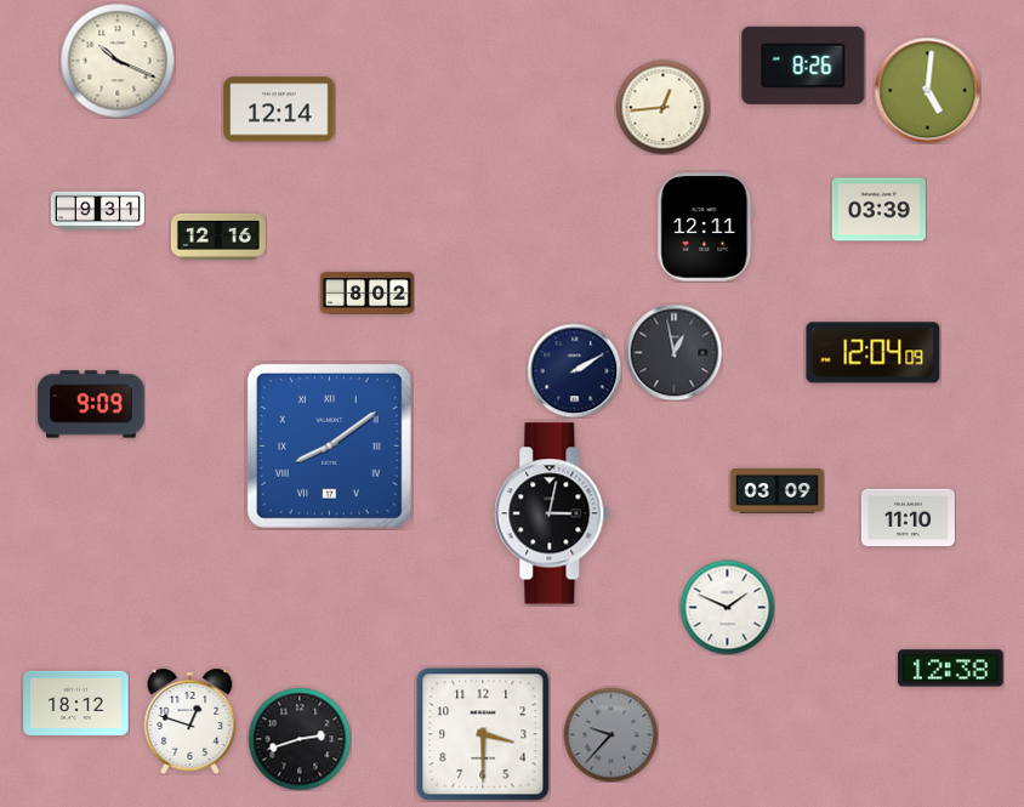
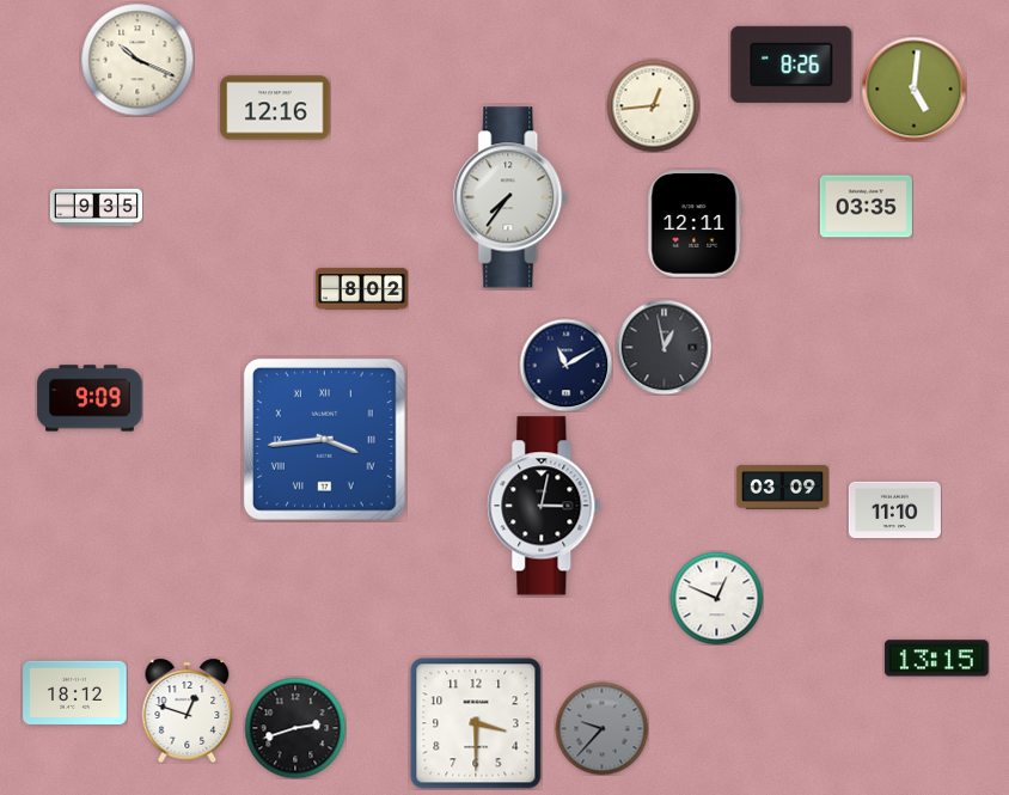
clock at (118, 61) position: (118, 61) -> (137, 60)
clock at (279, 109): 12:14 -> 12:16
clock at (512, 197): none -> 7:36
clock at (97, 210): 9:31 -> 9:35
clock at (878, 210): 03:39 -> 03:35
clock at (218, 237): 12:16 -> none
clock at (874, 353): 12:04 -> none
clock at (574, 370): 2:10 -> 11:10
clock at (329, 445): 8:09 -> 3:44
clock at (776, 491) position: (776, 491) -> (782, 488)
clock at (727, 607): 1:49 -> 12:49
clock at (951, 669): 12:38 -> 13:15
clock at (610, 734) position: (610, 734) -> (601, 728)
